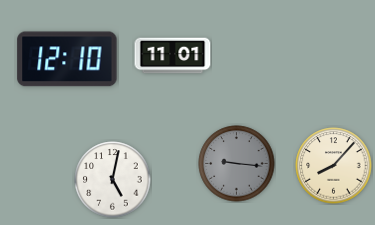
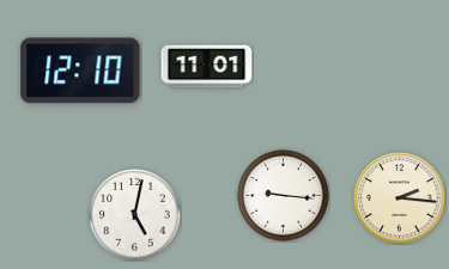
clock at (237, 164) dial: grey -> white
clock at (334, 166): 8:07 -> 2:16
